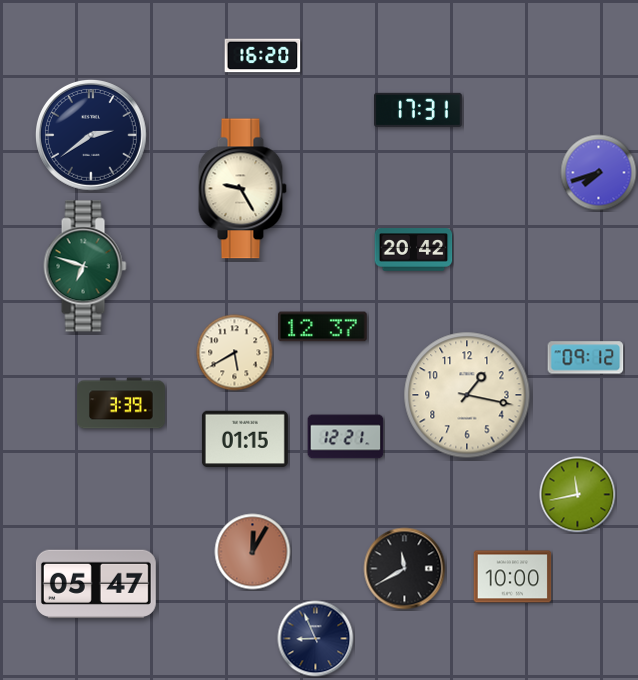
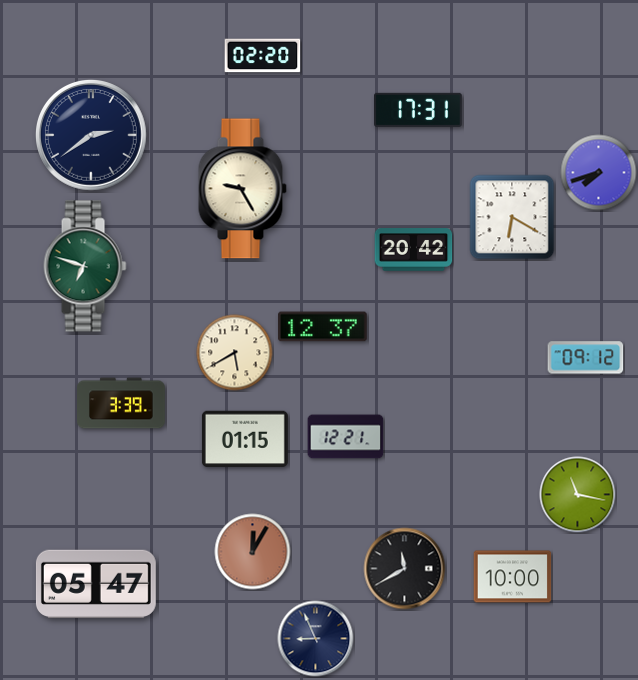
clock at (263, 56): 16:20 -> 02:20
clock at (512, 217): none -> 6:20
clock at (467, 395): 1:17 -> none
clock at (578, 495): 11:43 -> 11:17
